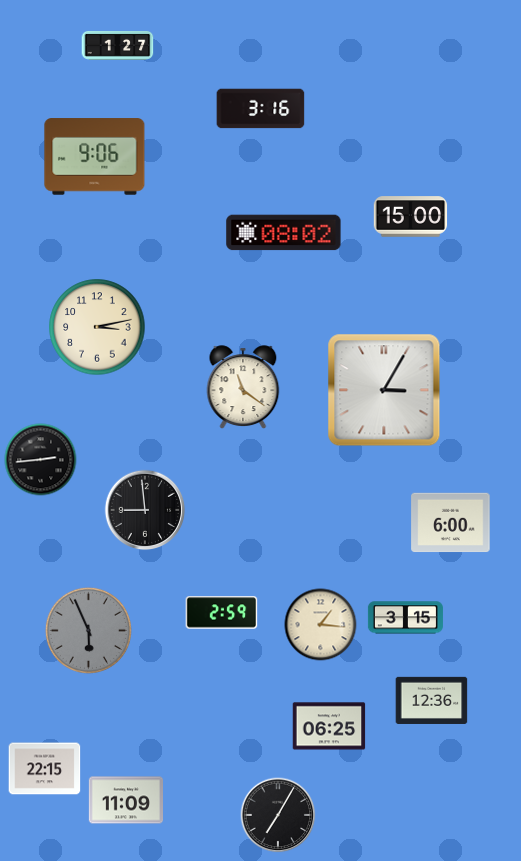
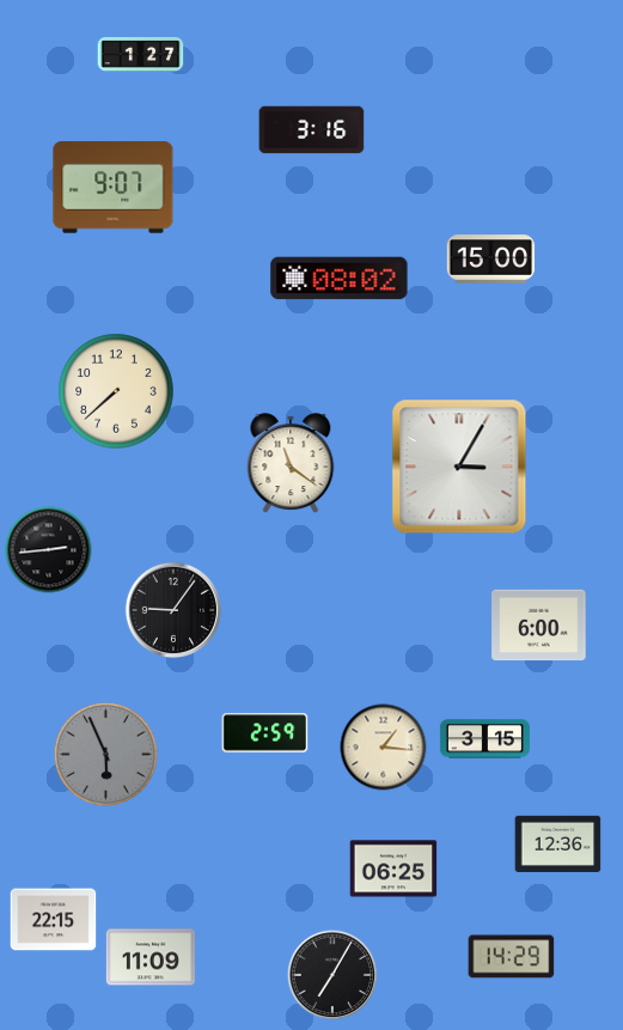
clock at (95, 157): 9:06 -> 9:07
clock at (97, 327): 3:13 -> 7:38
clock at (145, 510): 8:59 -> 9:06
clock at (432, 700) position: (432, 700) -> (558, 843)
clock at (512, 957): none -> 14:29
